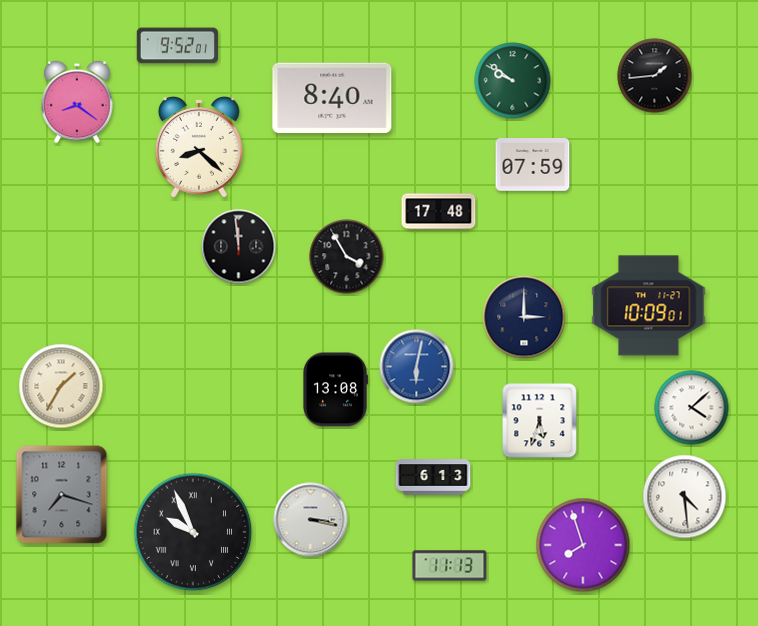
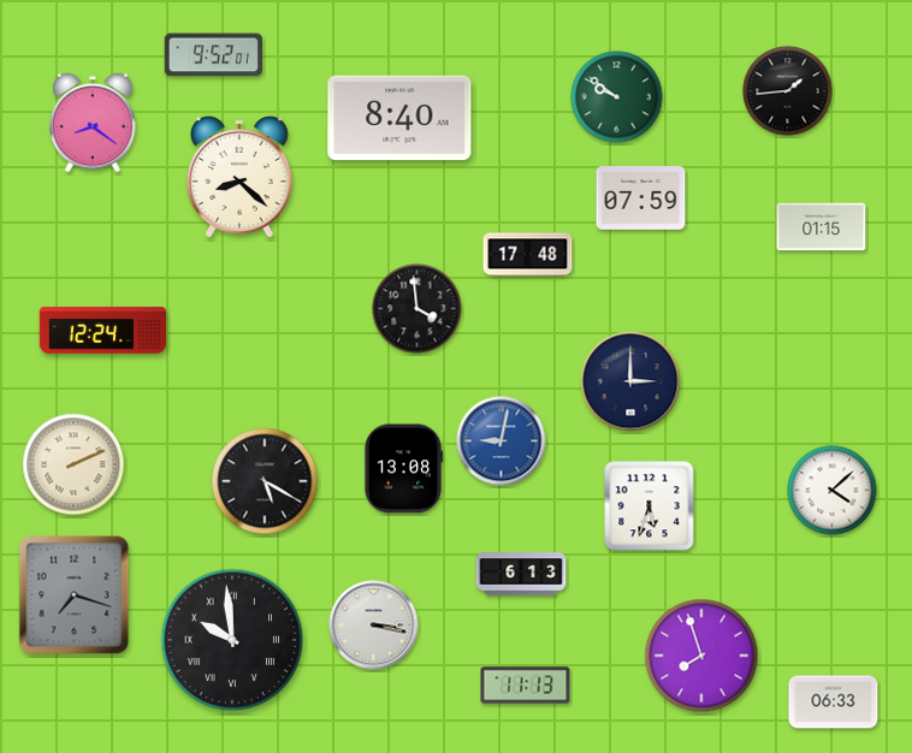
clock at (822, 227): none -> 01:15
clock at (239, 247): 11:59 -> none
clock at (347, 257): 3:55 -> 3:59
clock at (102, 331): none -> 12:24
clock at (649, 306): 10:09 -> none
clock at (417, 367): 6:02 -> 9:02
clock at (61, 386): 1:35 -> 2:11
clock at (265, 481): none -> 5:20
clock at (685, 497): 4:29 -> none
clock at (193, 532): 9:56 -> 9:59
clock at (450, 566) position: (450, 566) -> (526, 686)
clock at (834, 702): none -> 06:33
